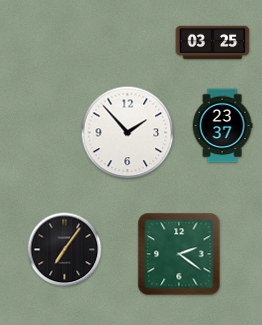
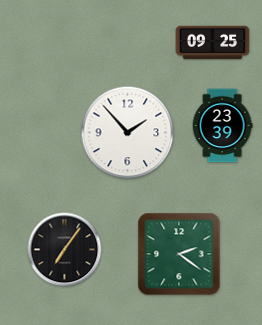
clock at (213, 43): 03:25 -> 09:25
clock at (222, 126): 23:37 -> 23:39
